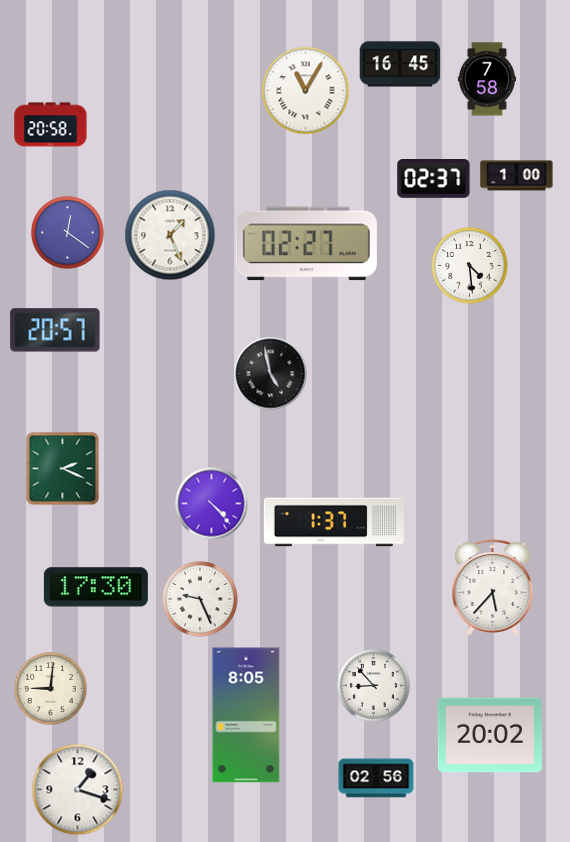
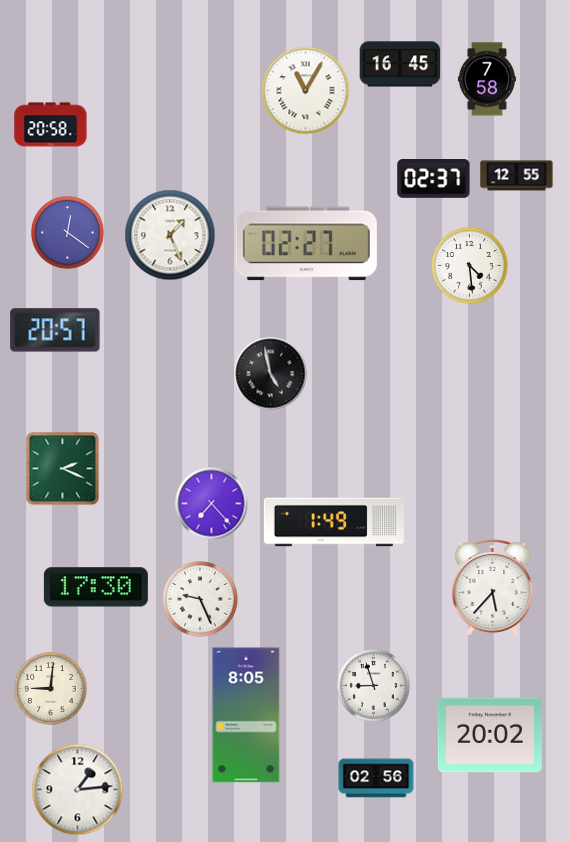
clock at (517, 176): 1:00 -> 12:55
clock at (212, 504): 4:23 -> 7:23
clock at (334, 522): 1:37 -> 1:49
clock at (374, 686): 8:53 -> 8:57
clock at (78, 790): 1:18 -> 1:14
